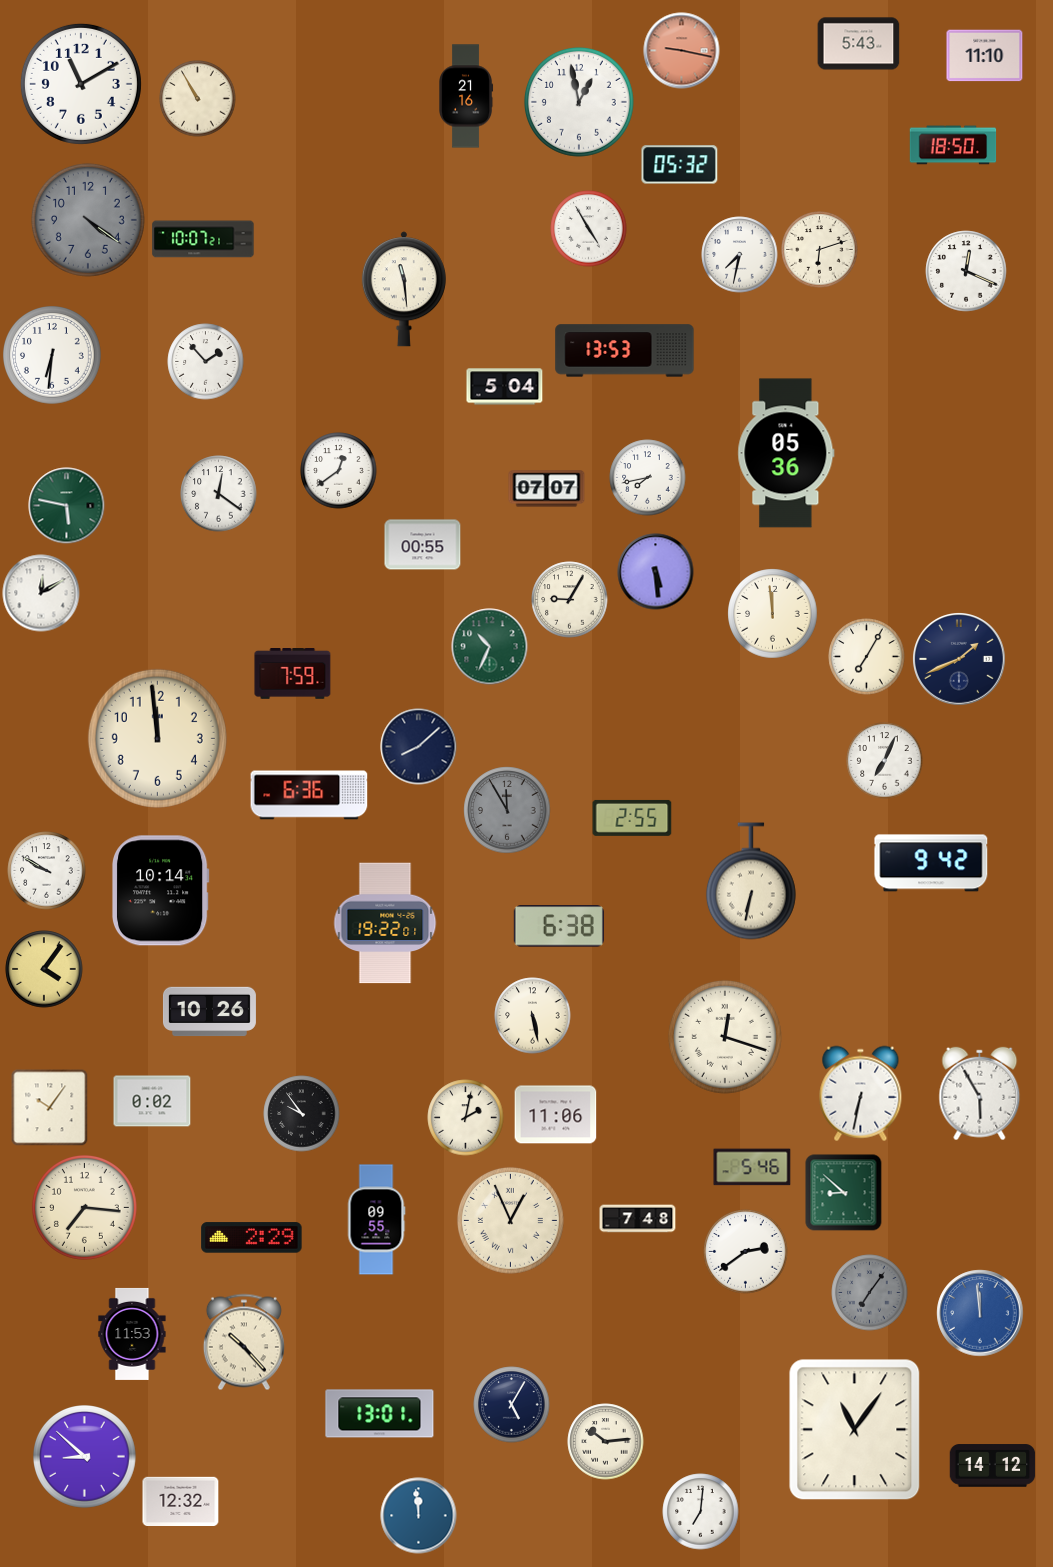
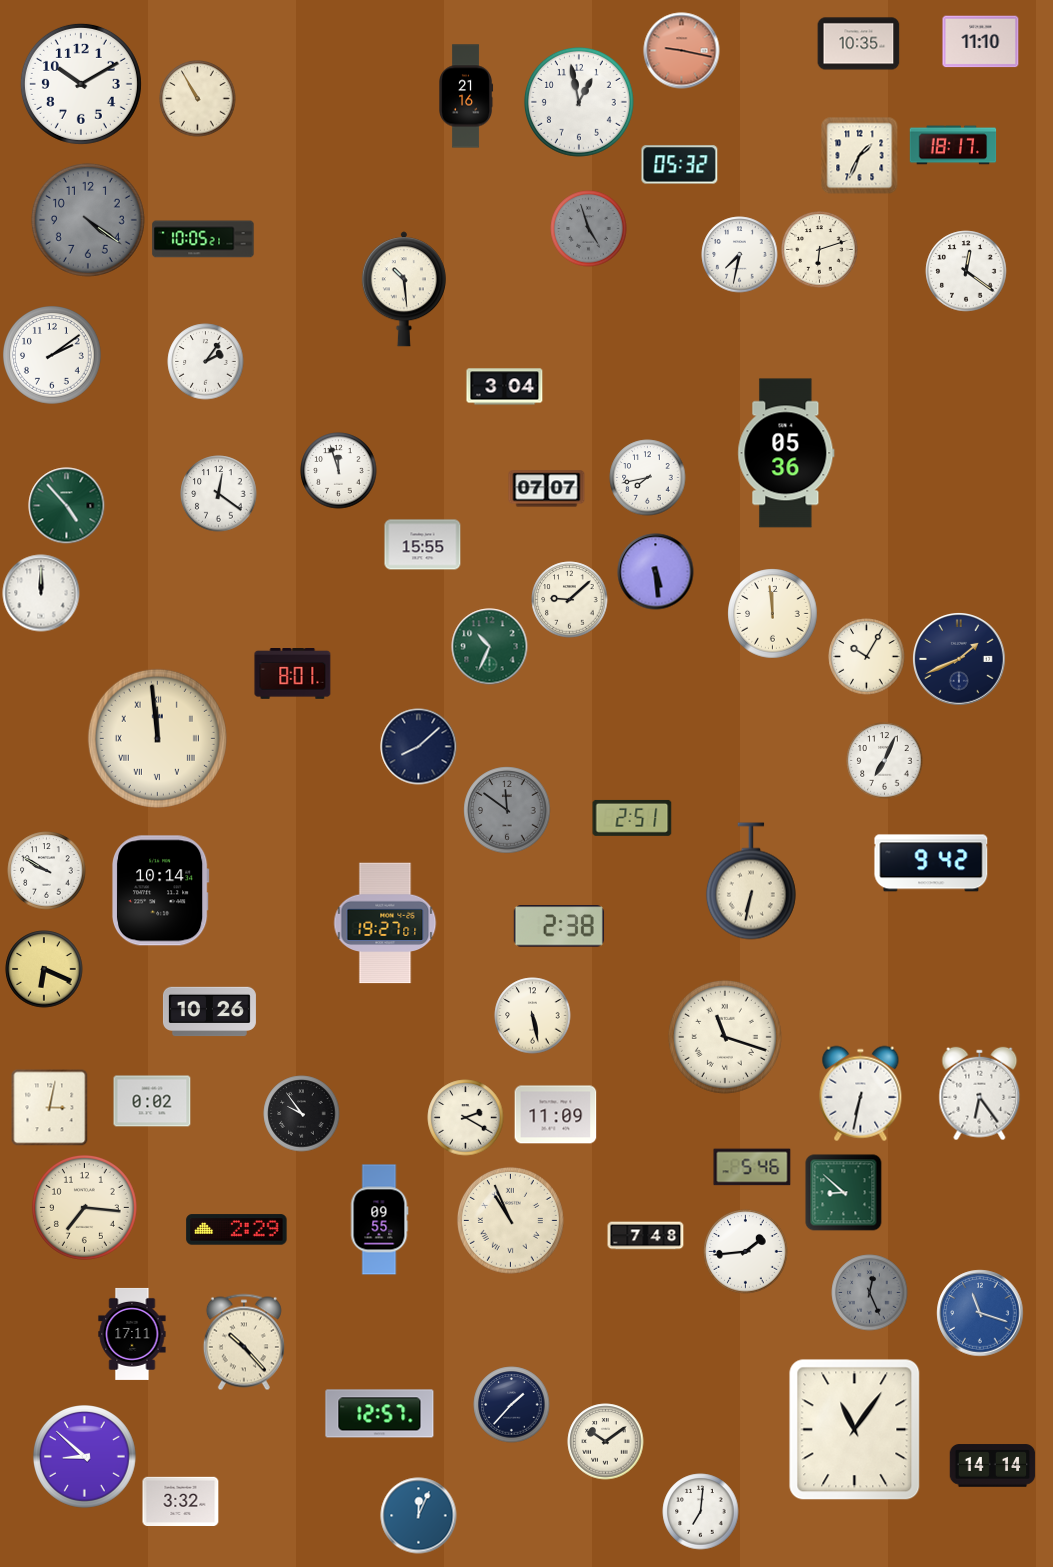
clock at (859, 44): 5:43 -> 10:35
clock at (985, 56) position: (985, 56) -> (981, 42)
clock at (81, 84): 11:10 -> 10:10
clock at (953, 145): 18:50 -> 18:17
clock at (860, 156): none -> 1:34
clock at (589, 229): 4:55 -> 4:57
clock at (589, 229) dial: white -> grey
clock at (203, 239): 10:07 -> 10:05
clock at (966, 271): 12:19 -> 12:21
clock at (404, 289): 11:29 -> 10:29
clock at (625, 351): 13:53 -> none
clock at (53, 356): 6:31 -> 2:09
clock at (206, 362): 1:53 -> 2:06
clock at (505, 387): 5:04 -> 3:04
clock at (339, 471): 12:39 -> 11:57
clock at (67, 506): 5:47 -> 4:53
clock at (423, 545): 00:55 -> 15:55
clock at (41, 593): 12:10 -> 12:00
clock at (570, 600): 9:05 -> 9:08
clock at (867, 657): 7:05 -> 10:05
clock at (293, 674): 7:59 -> 8:01
clock at (157, 738) numerals: Arabic -> Roman
clock at (309, 795): 6:36 -> none
clock at (507, 810): 11:55 -> 11:51
clock at (632, 818): 2:55 -> 2:51
clock at (385, 923): 19:22 -> 19:27
clock at (559, 926): 6:38 -> 2:38
clock at (44, 969): 4:06 -> 6:19
clock at (725, 1037): 12:18 -> 11:18
clock at (980, 1094): 5:55 -> 6:24
clock at (49, 1107): 10:06 -> 3:02
clock at (556, 1115): 11:06 -> 11:09
clock at (466, 1118): 2:02 -> 2:20
clock at (638, 1219) position: (638, 1219) -> (646, 1236)
clock at (376, 1220) position: (376, 1220) -> (379, 1220)
clock at (510, 1220): 12:56 -> 10:56
clock at (252, 1238) position: (252, 1238) -> (237, 1230)
clock at (746, 1252): 2:39 -> 1:44
clock at (870, 1293): 7:06 -> 12:26
clock at (980, 1313): 11:59 -> 11:18
clock at (132, 1334): 11:53 -> 17:11
clock at (512, 1405): 5:05 -> 1:37
clock at (380, 1414): 13:01 -> 12:57
clock at (606, 1442): 10:14 -> 10:09
clock at (993, 1466): 14:12 -> 14:14
clock at (181, 1501): 12:32 -> 3:32
clock at (419, 1516): 11:59 -> 12:04
